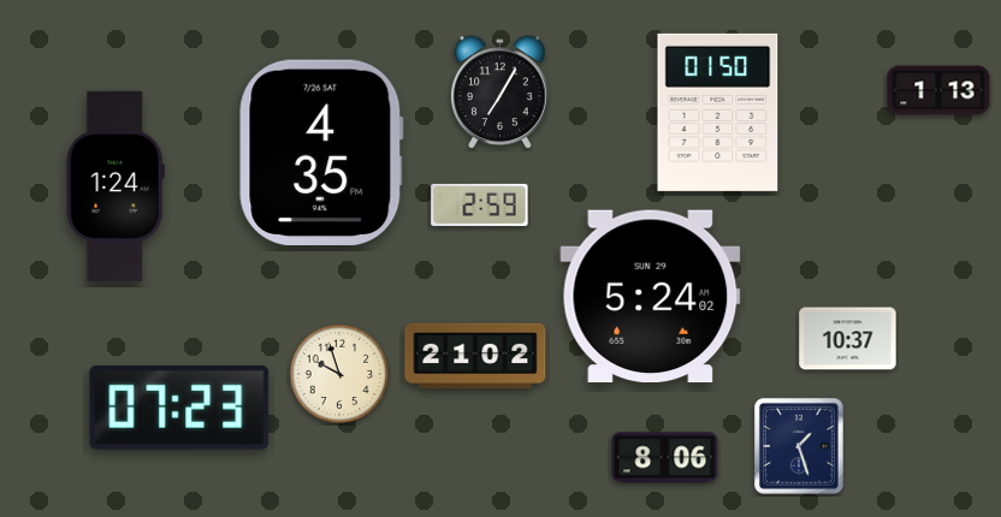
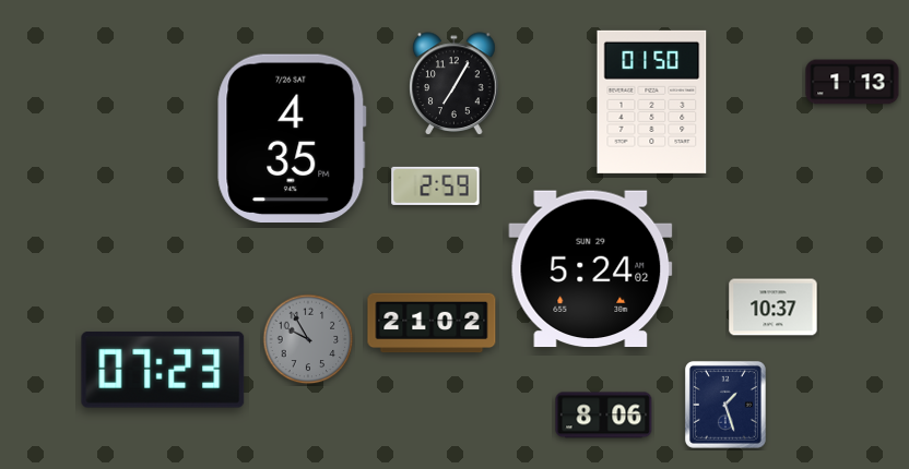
clock at (115, 186): 1:24 -> none
clock at (848, 339) position: (848, 339) -> (774, 308)
clock at (339, 374): 9:57 -> 9:55
clock at (339, 374) dial: cream -> grey
